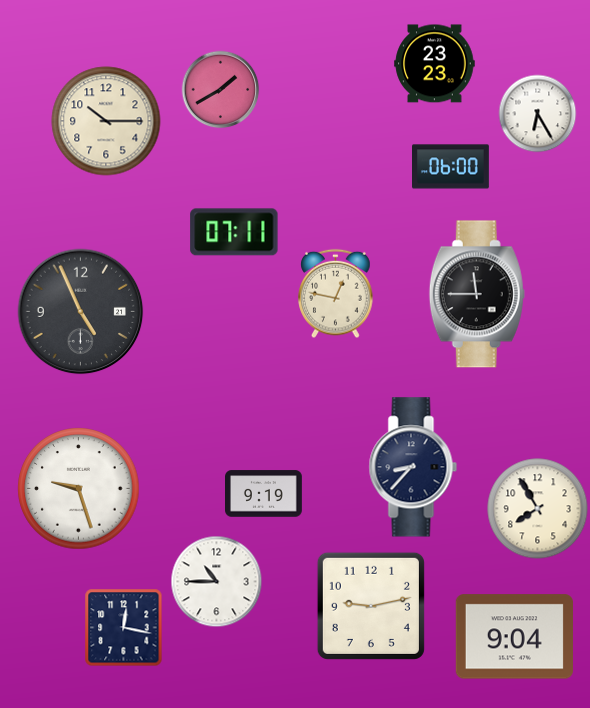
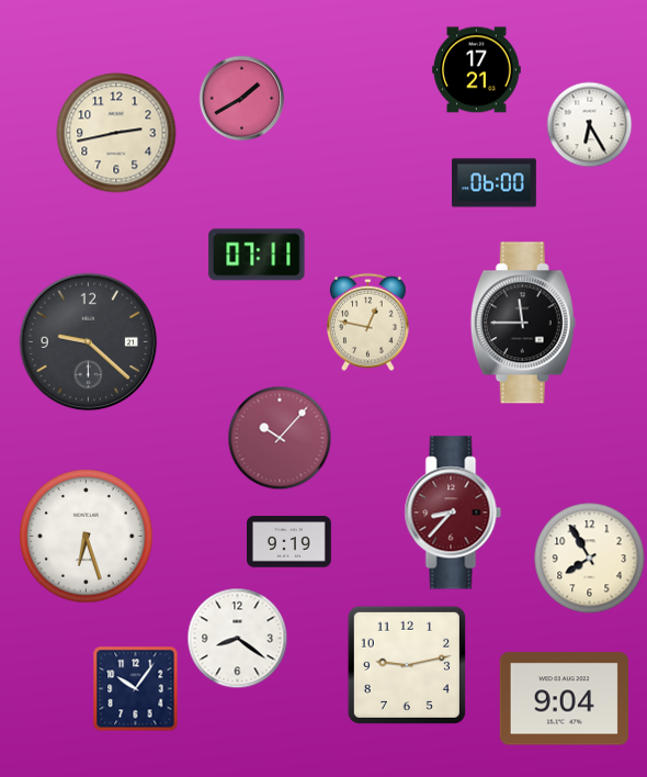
clock at (435, 64): 23:23 -> 17:21
clock at (106, 121): 10:15 -> 2:43
clock at (81, 312): 4:56 -> 9:22
clock at (280, 438): none -> 10:07
clock at (413, 467) dial: navy -> burgundy
clock at (79, 489): 9:27 -> 6:27
clock at (216, 581): 10:45 -> 8:21
clock at (123, 627): 12:17 -> 10:06
